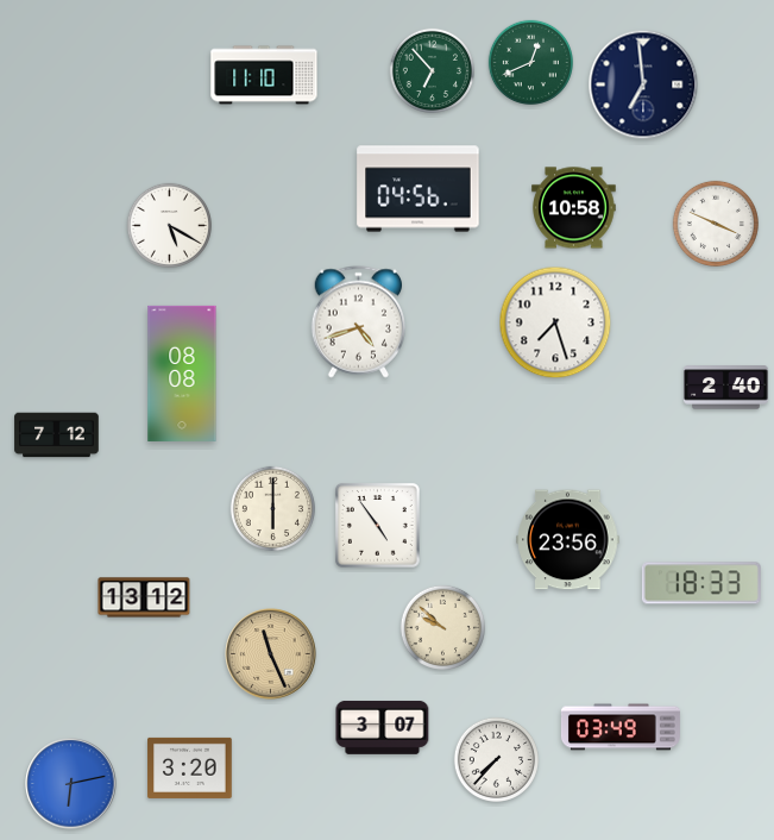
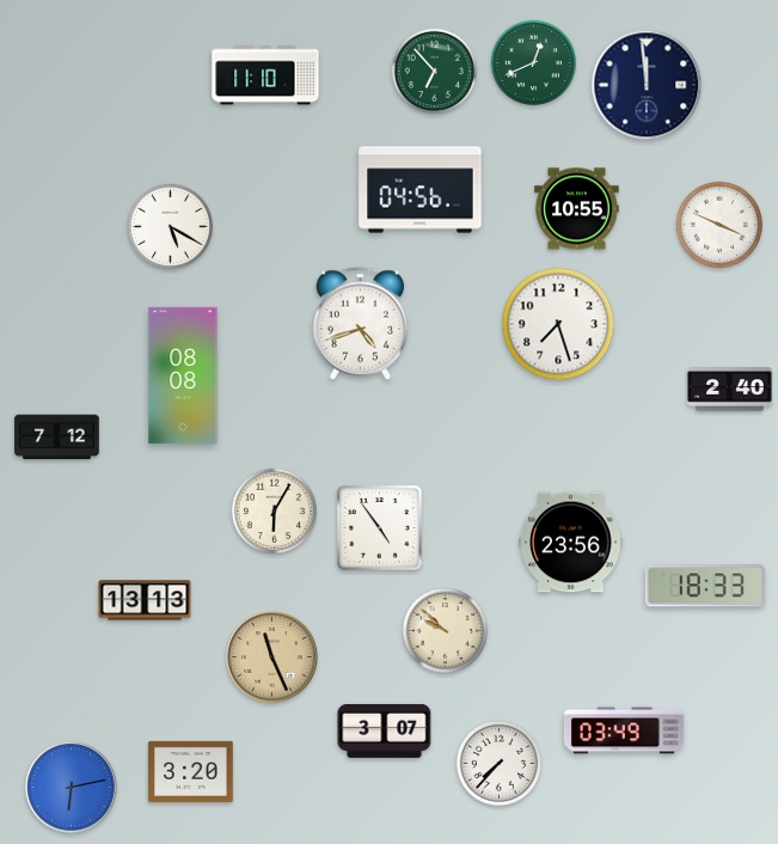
clock at (643, 84): 6:59 -> 11:59
clock at (574, 208): 10:58 -> 10:55
clock at (272, 508): 6:00 -> 6:05
clock at (144, 597): 13:12 -> 13:13
